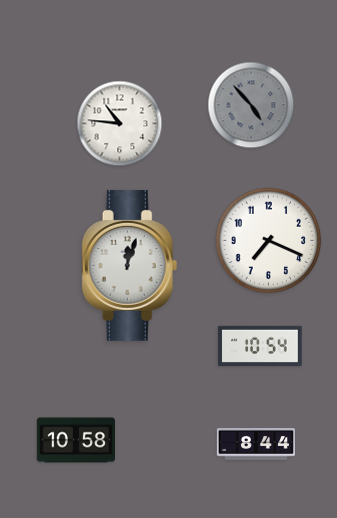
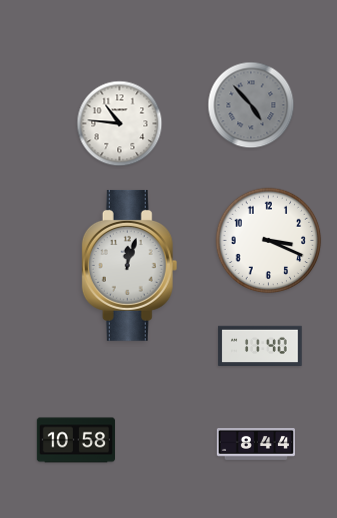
clock at (269, 241): 7:19 -> 3:19
clock at (260, 346): 10:54 -> 11:40
